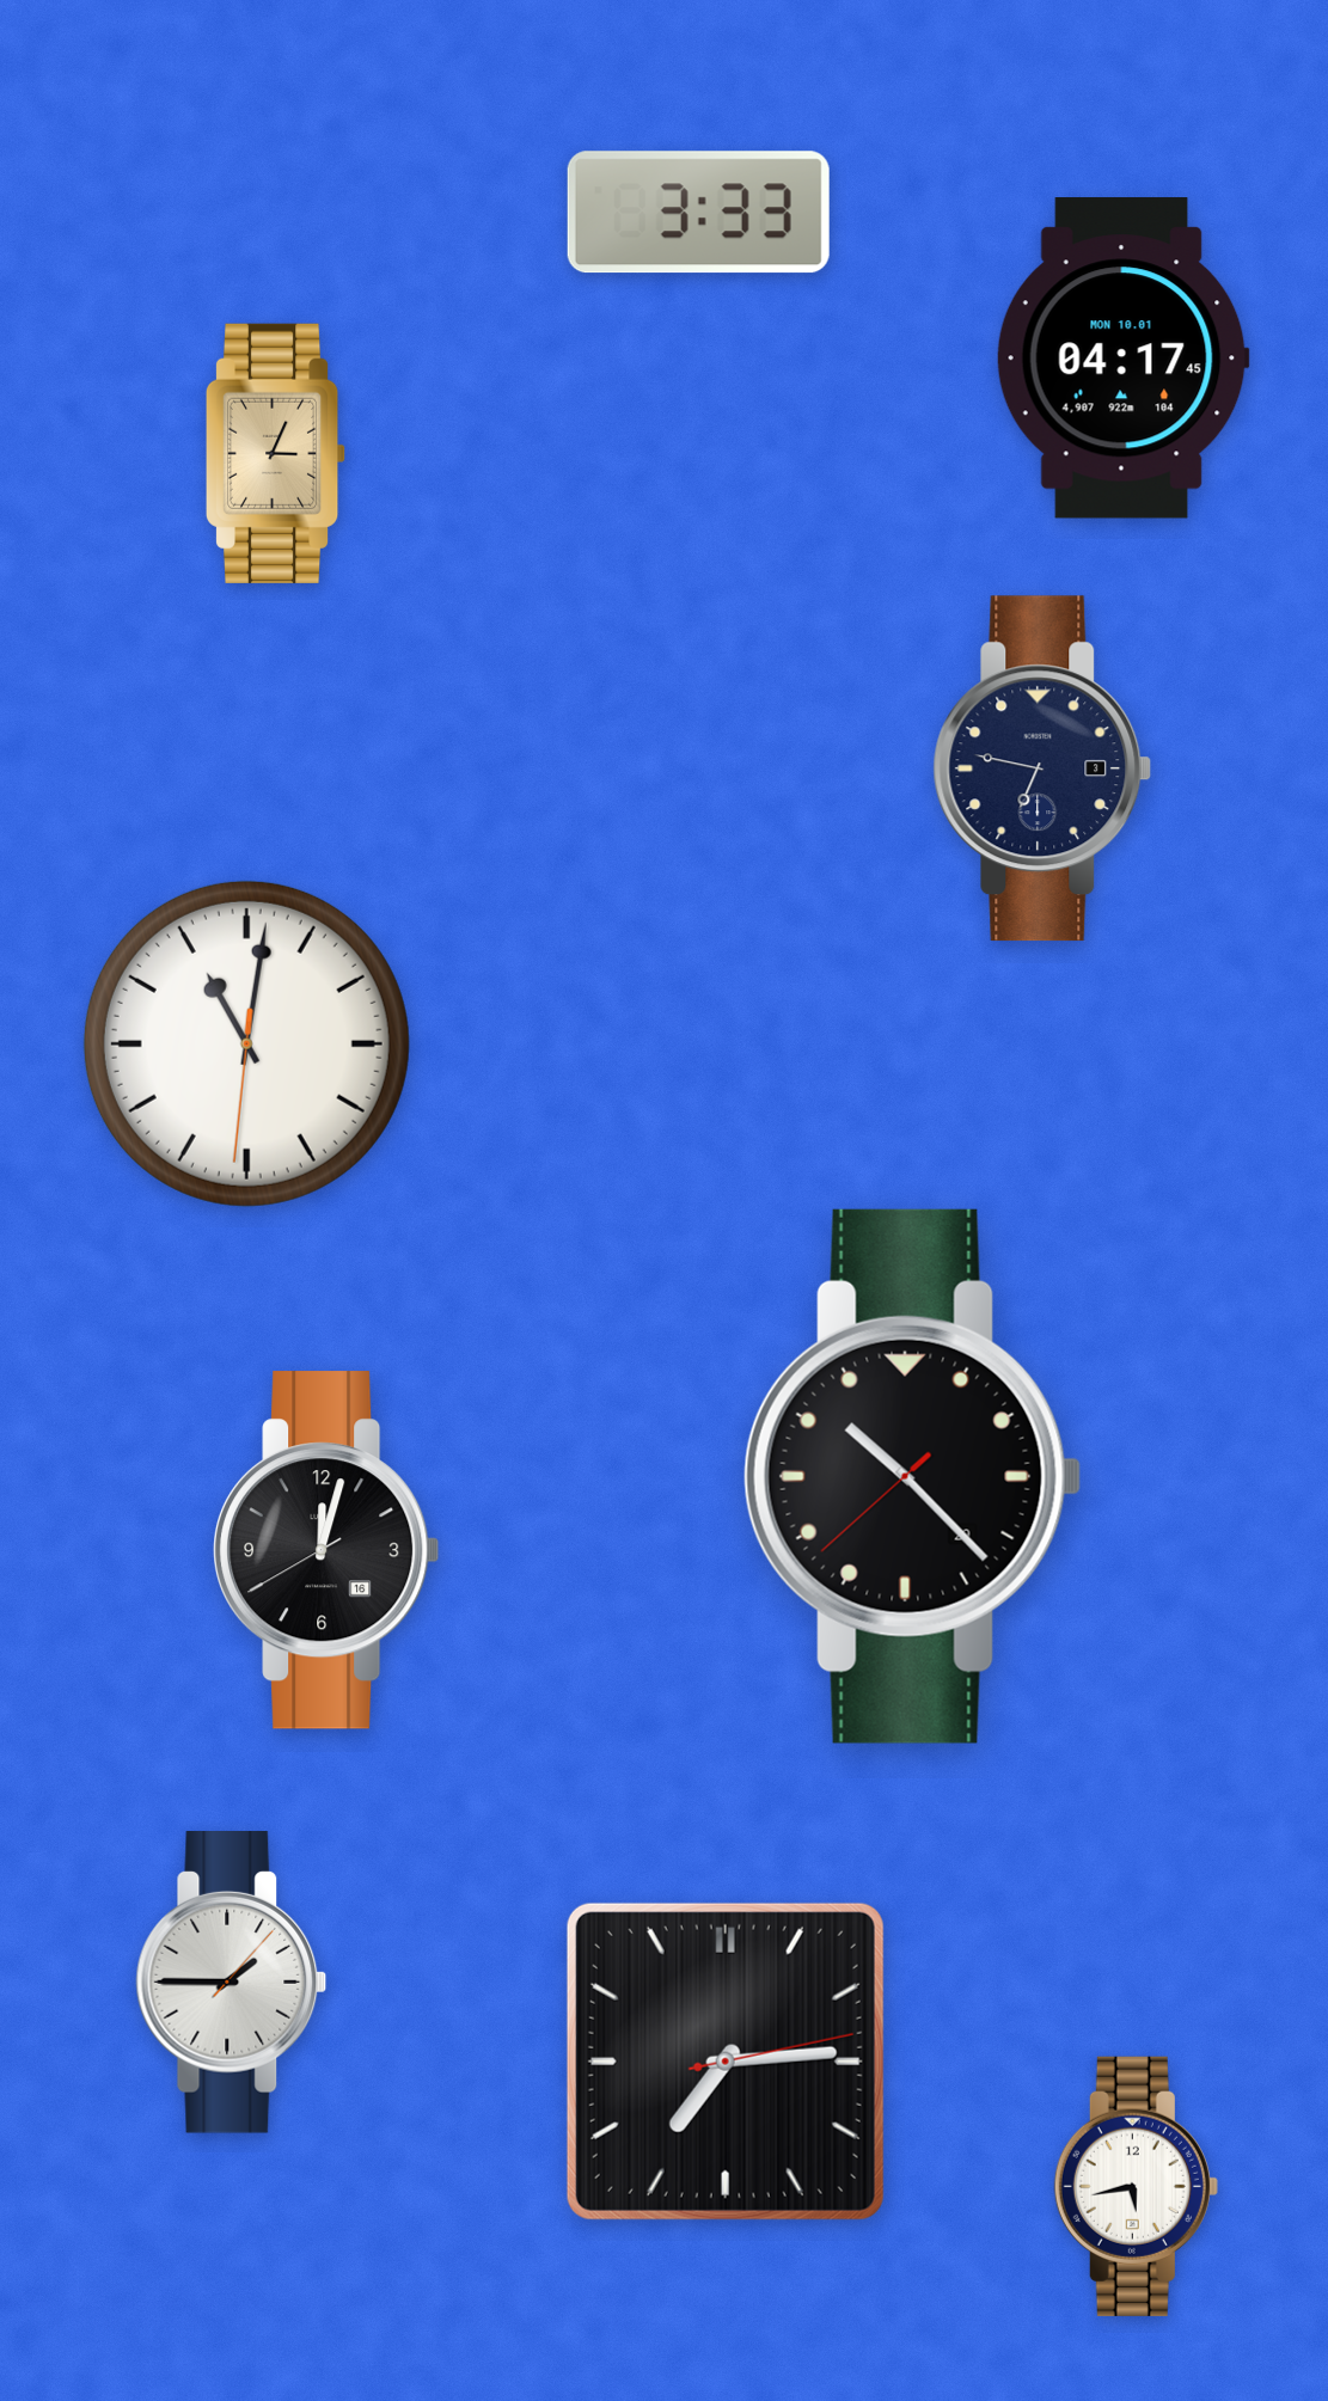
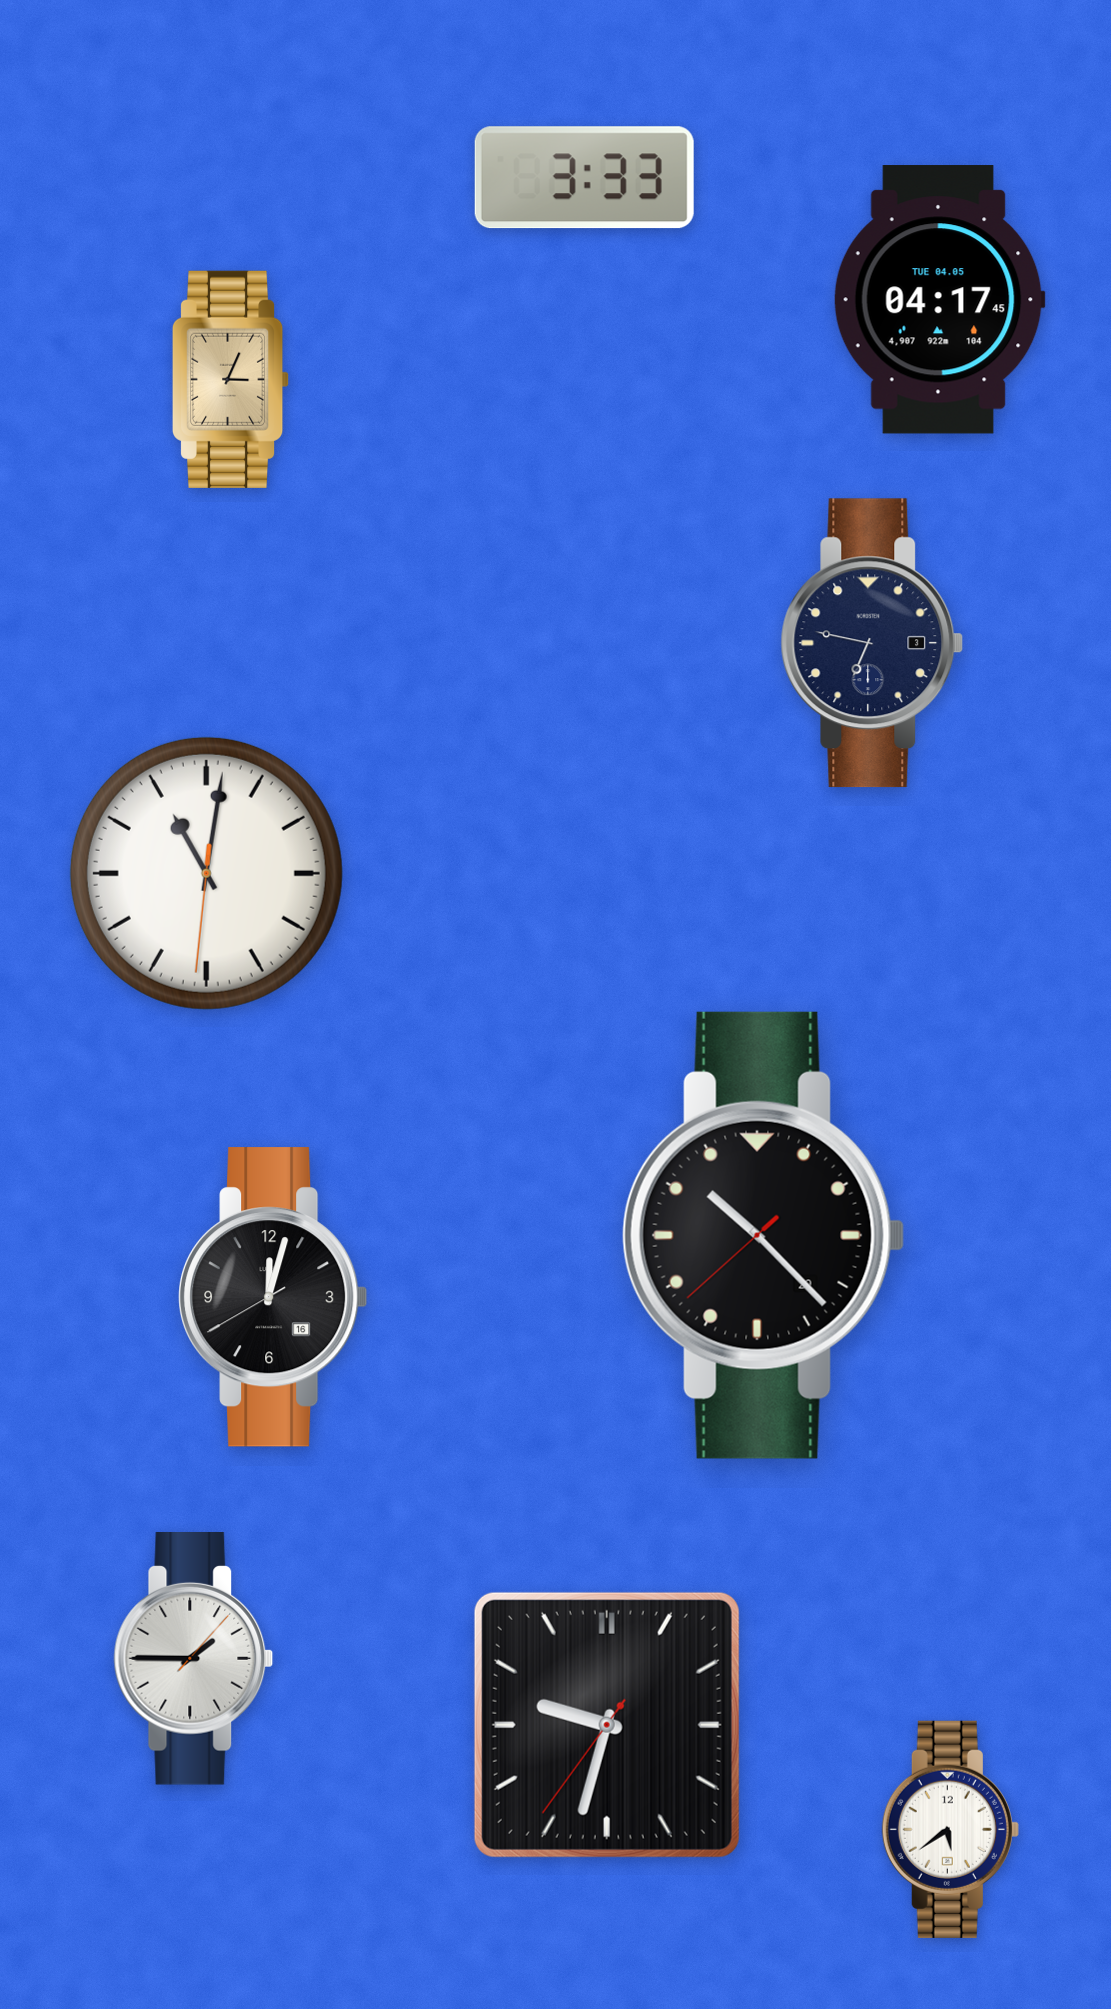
clock at (1122, 359) date: MON 10.01 -> TUE 04.05
clock at (726, 2062): 7:14 -> 9:32
clock at (1136, 2186): 5:43 -> 5:39
